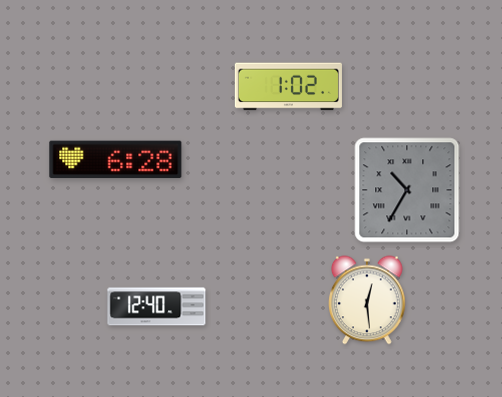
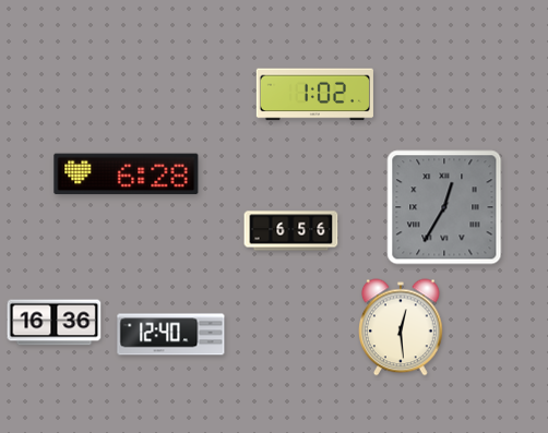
clock at (407, 190): 10:35 -> 12:35
clock at (291, 231): none -> 6:56
clock at (55, 323): none -> 16:36
